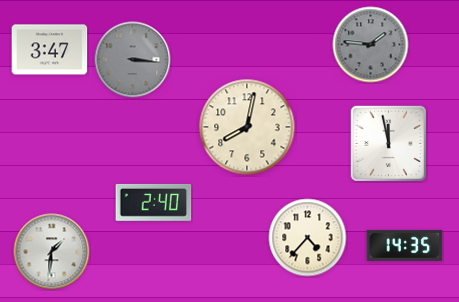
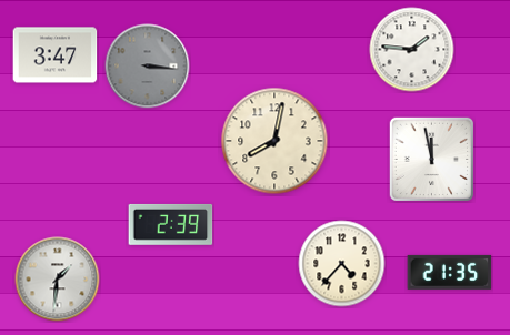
clock at (371, 45) dial: grey -> white
clock at (154, 202): 2:40 -> 2:39
clock at (405, 245): 14:35 -> 21:35
